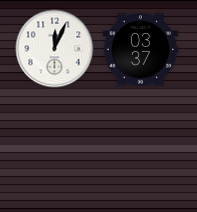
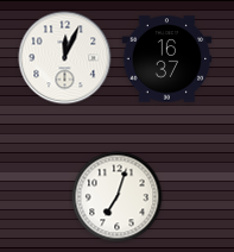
clock at (141, 50): 03:37 -> 16:37
clock at (118, 197): none -> 7:03
